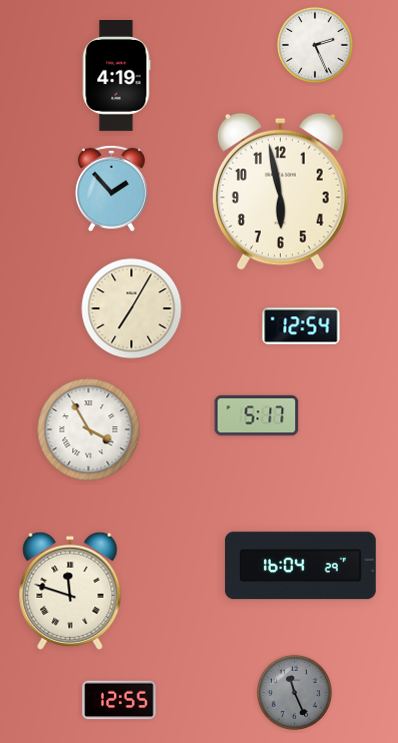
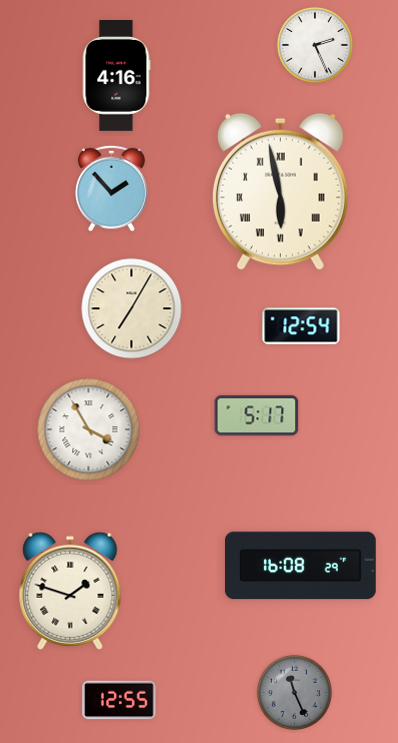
clock at (116, 76): 4:19 -> 4:16
clock at (280, 191) numerals: Arabic -> Roman
clock at (300, 566): 16:04 -> 16:08
clock at (70, 591): 11:48 -> 1:48
